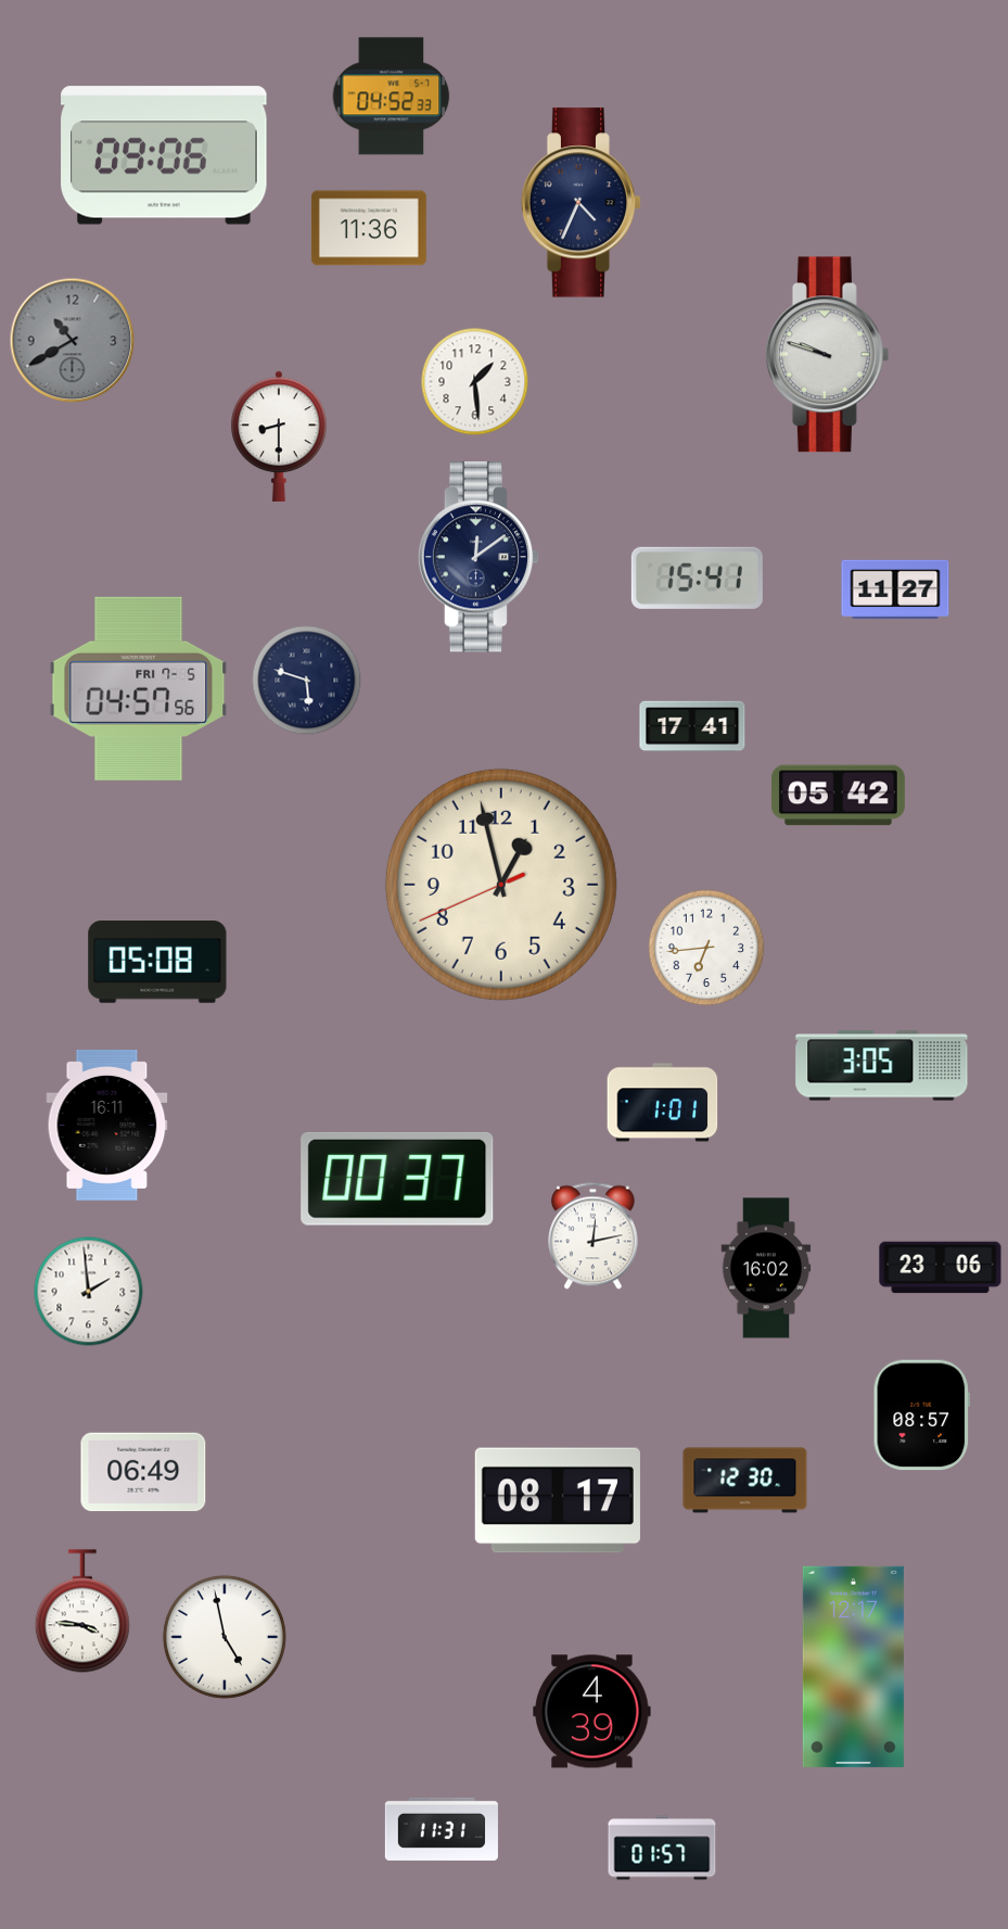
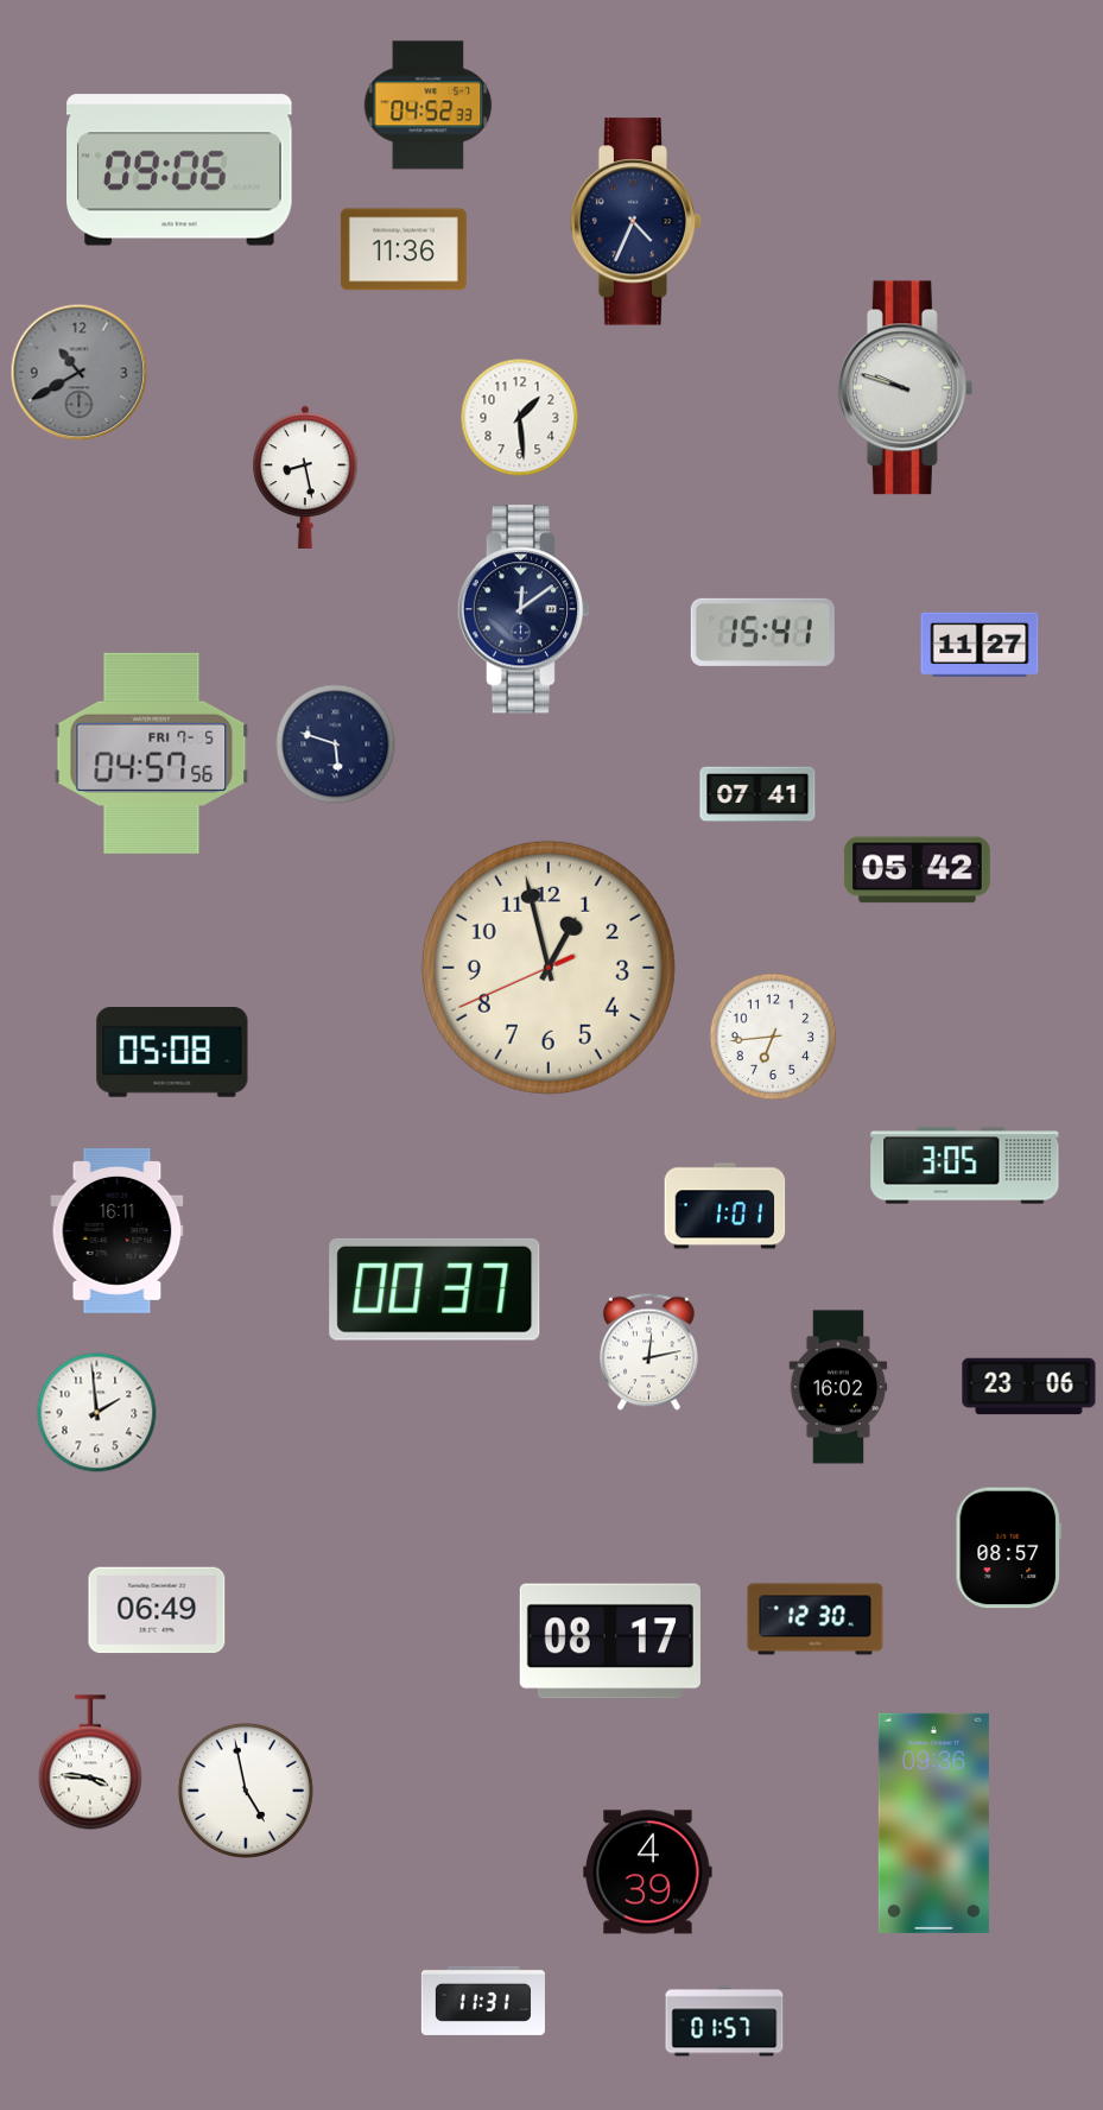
clock at (279, 436): 8:30 -> 8:28
clock at (692, 726): 17:41 -> 07:41
clock at (853, 1666): 12:17 -> 09:36
